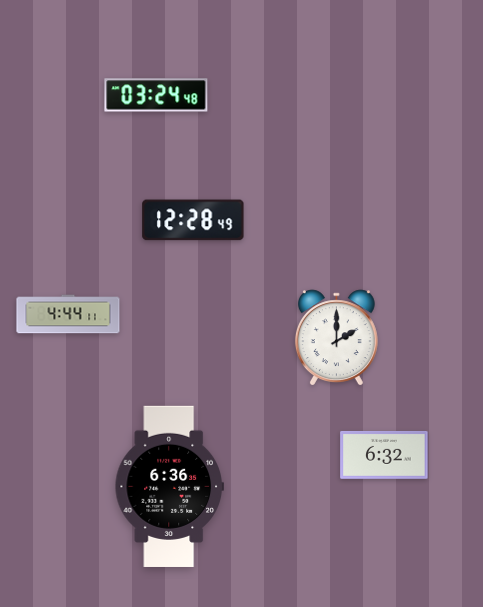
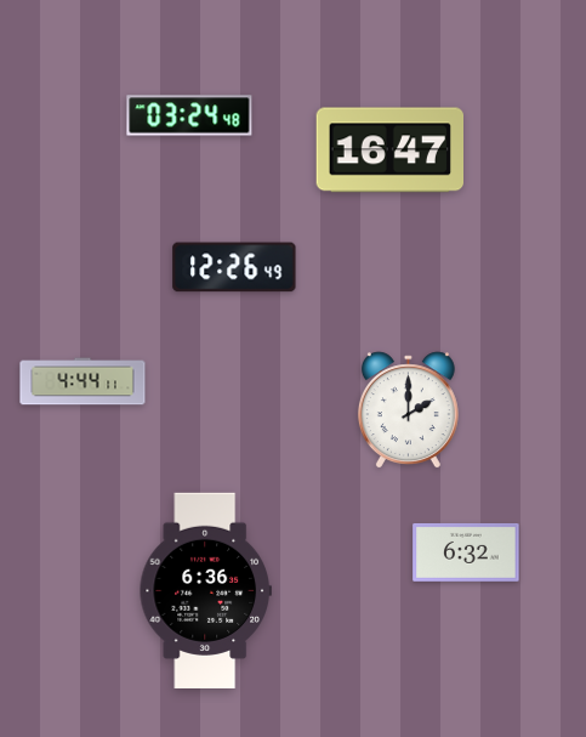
clock at (391, 151): none -> 16:47
clock at (193, 220): 12:28 -> 12:26
